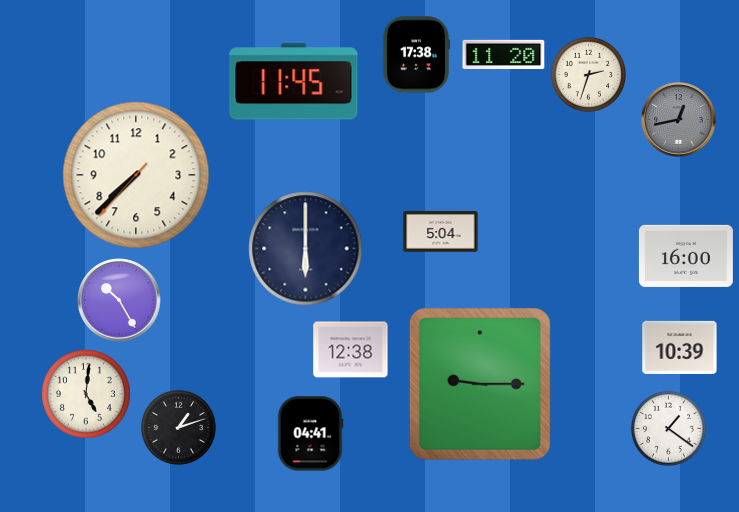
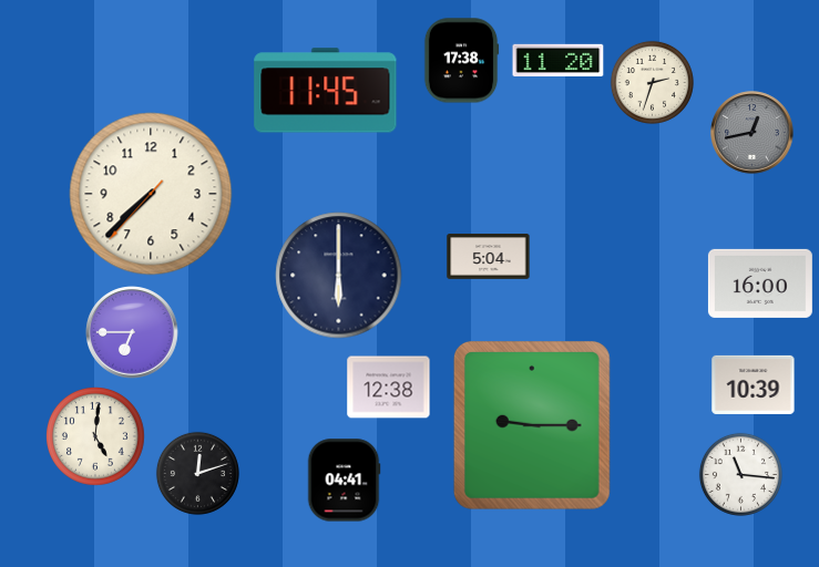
clock at (119, 300): 10:25 -> 6:45
clock at (178, 427): 1:12 -> 12:12
clock at (668, 428): 1:21 -> 11:16
